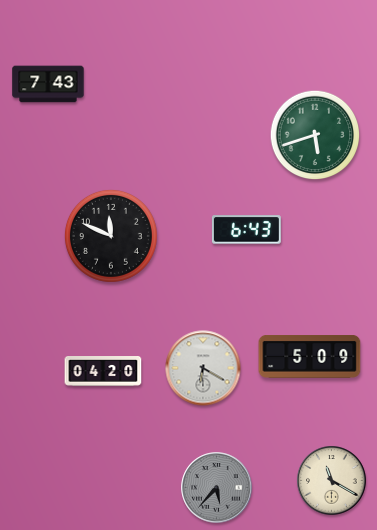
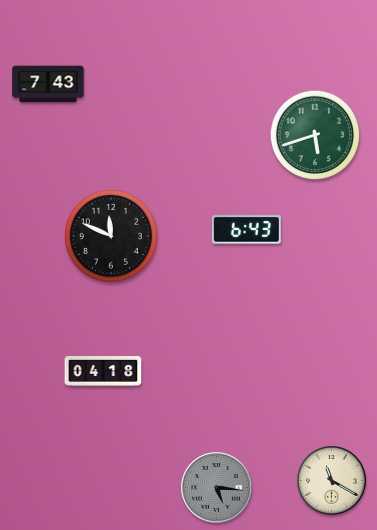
clock at (310, 357): 5:09 -> none
clock at (203, 368): 6:20 -> none
clock at (103, 372): 04:20 -> 04:18
clock at (217, 488): 5:37 -> 5:16
